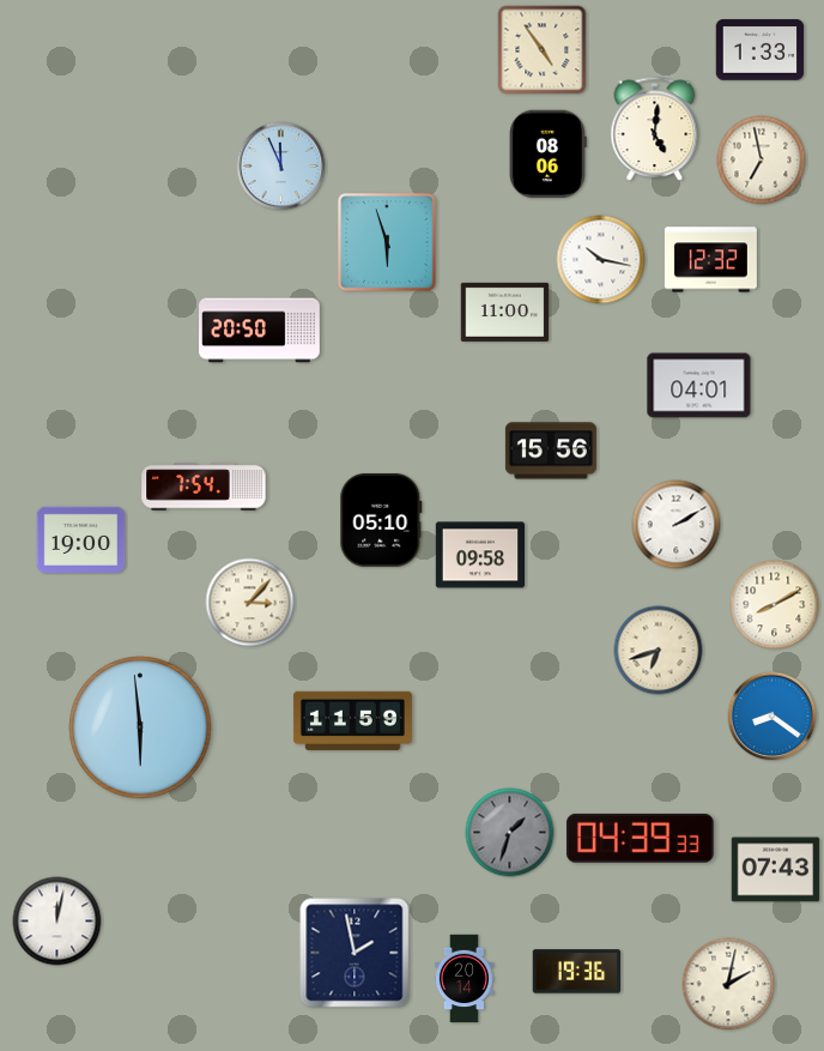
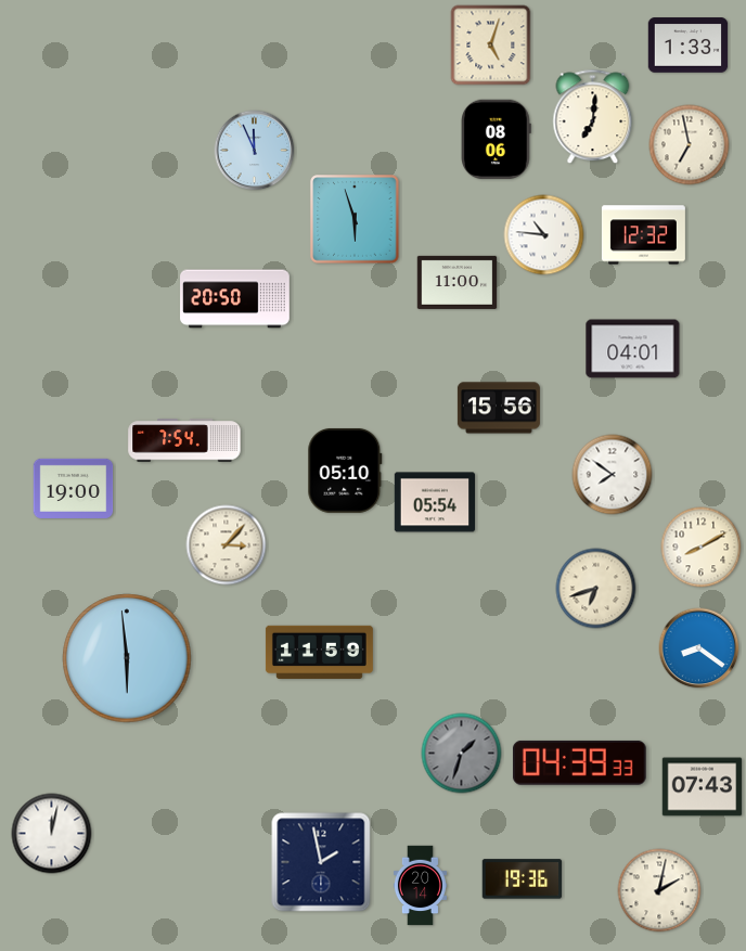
clock at (543, 50): 4:54 -> 5:03
clock at (655, 129): 5:01 -> 7:01
clock at (387, 242) position: (387, 242) -> (355, 219)
clock at (601, 260): 10:17 -> 10:46
clock at (677, 525): 2:10 -> 7:51
clock at (479, 555): 09:58 -> 05:54
clock at (640, 838) position: (640, 838) -> (579, 762)
